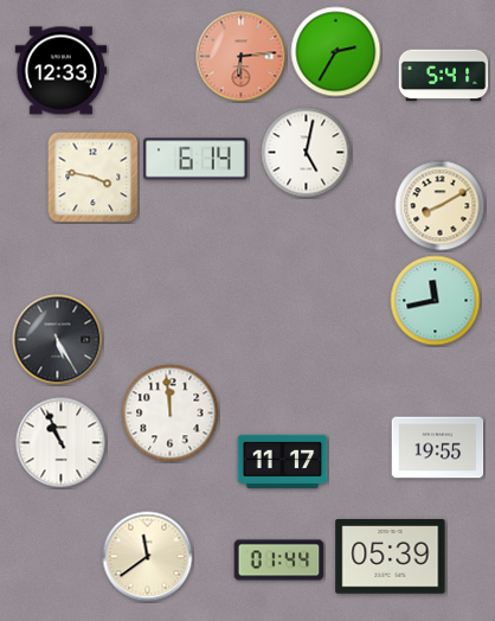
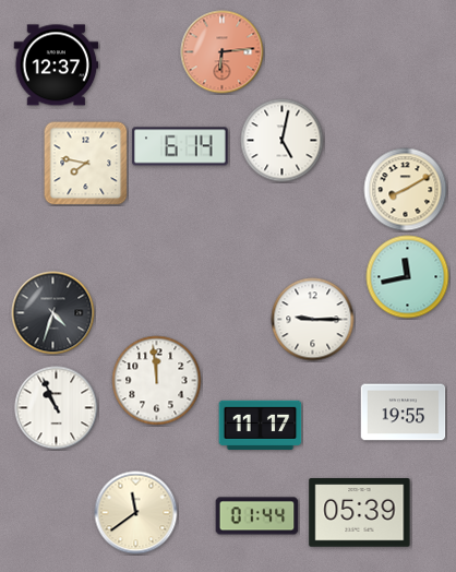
clock at (336, 52): 2:35 -> none
clock at (62, 71): 12:33 -> 12:37
clock at (444, 76): 5:41 -> none
clock at (94, 178): 3:47 -> 7:47
clock at (436, 301) position: (436, 301) -> (408, 277)
clock at (58, 340): 5:25 -> 4:33
clock at (313, 320): none -> 9:15
